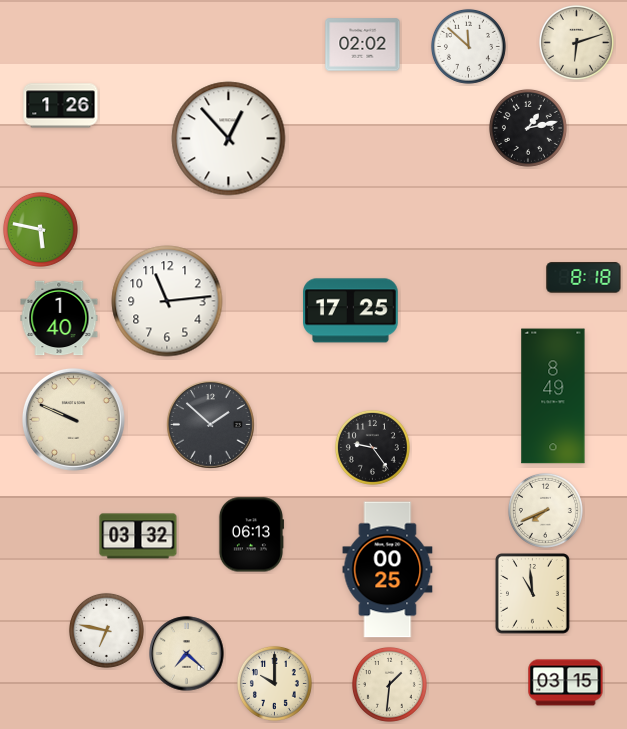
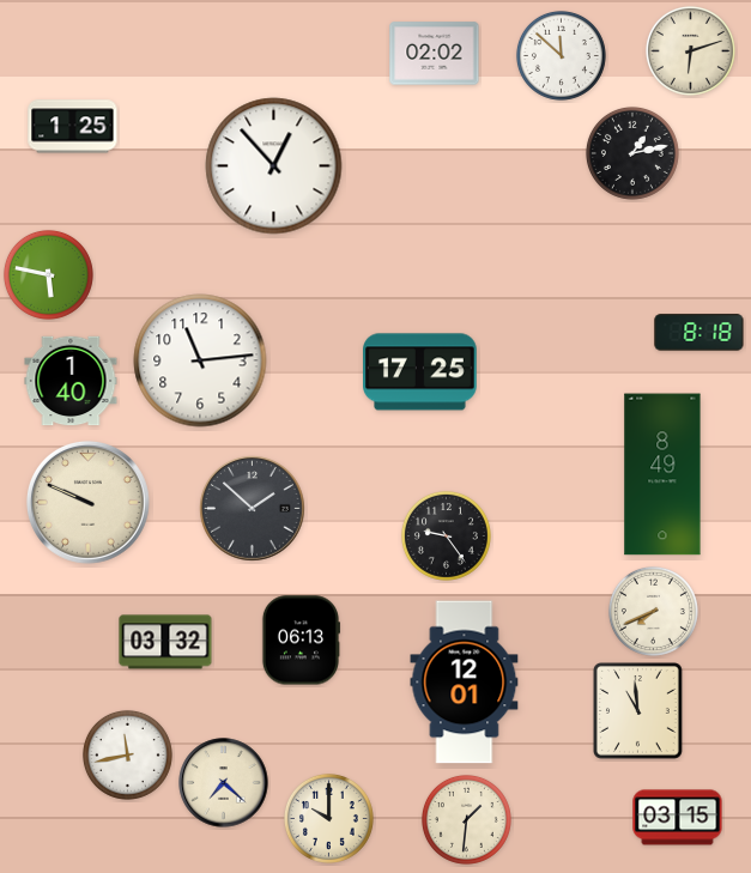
clock at (61, 106): 1:26 -> 1:25
clock at (388, 570): 00:25 -> 12:01
clock at (106, 630): 6:47 -> 11:43
